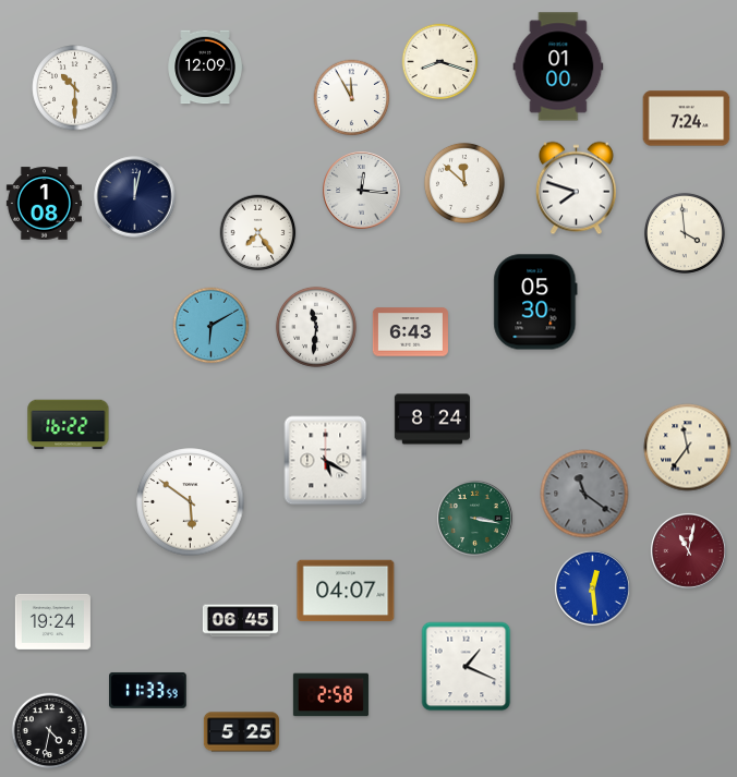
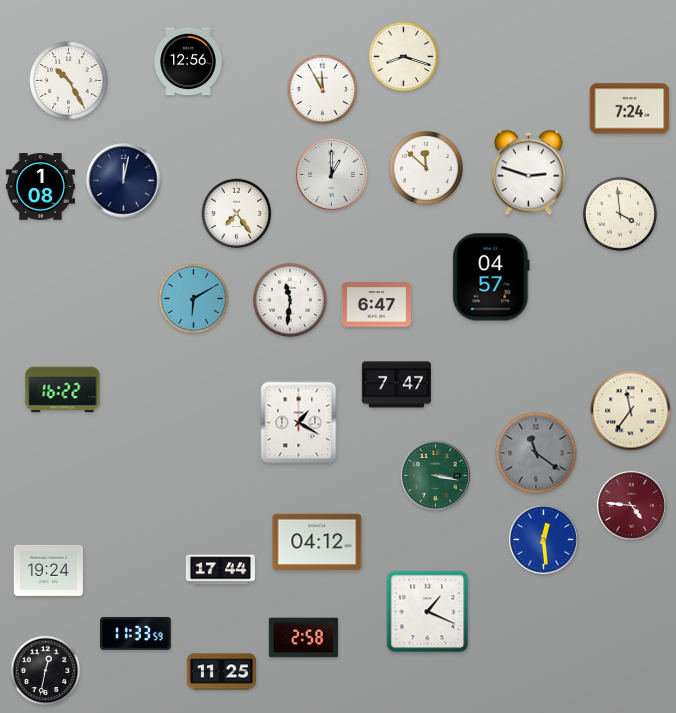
clock at (558, 66): 01:00 -> none
clock at (205, 68): 12:09 -> 12:56
clock at (75, 88): 10:30 -> 10:25
clock at (576, 189): 7:48 -> 2:48
clock at (362, 191): 12:16 -> 1:00
clock at (685, 233) position: (685, 233) -> (620, 214)
clock at (535, 302): 05:30 -> 04:57
clock at (410, 332): 6:43 -> 6:47
clock at (432, 420): 8:24 -> 7:47
clock at (326, 461): 5:20 -> 1:20
clock at (191, 502): 5:51 -> none
clock at (688, 550): 11:02 -> 4:46
clock at (346, 591): 04:07 -> 04:12
clock at (240, 621): 06:45 -> 17:44
clock at (50, 731): 4:32 -> 12:32
clock at (241, 732): 5:25 -> 11:25
